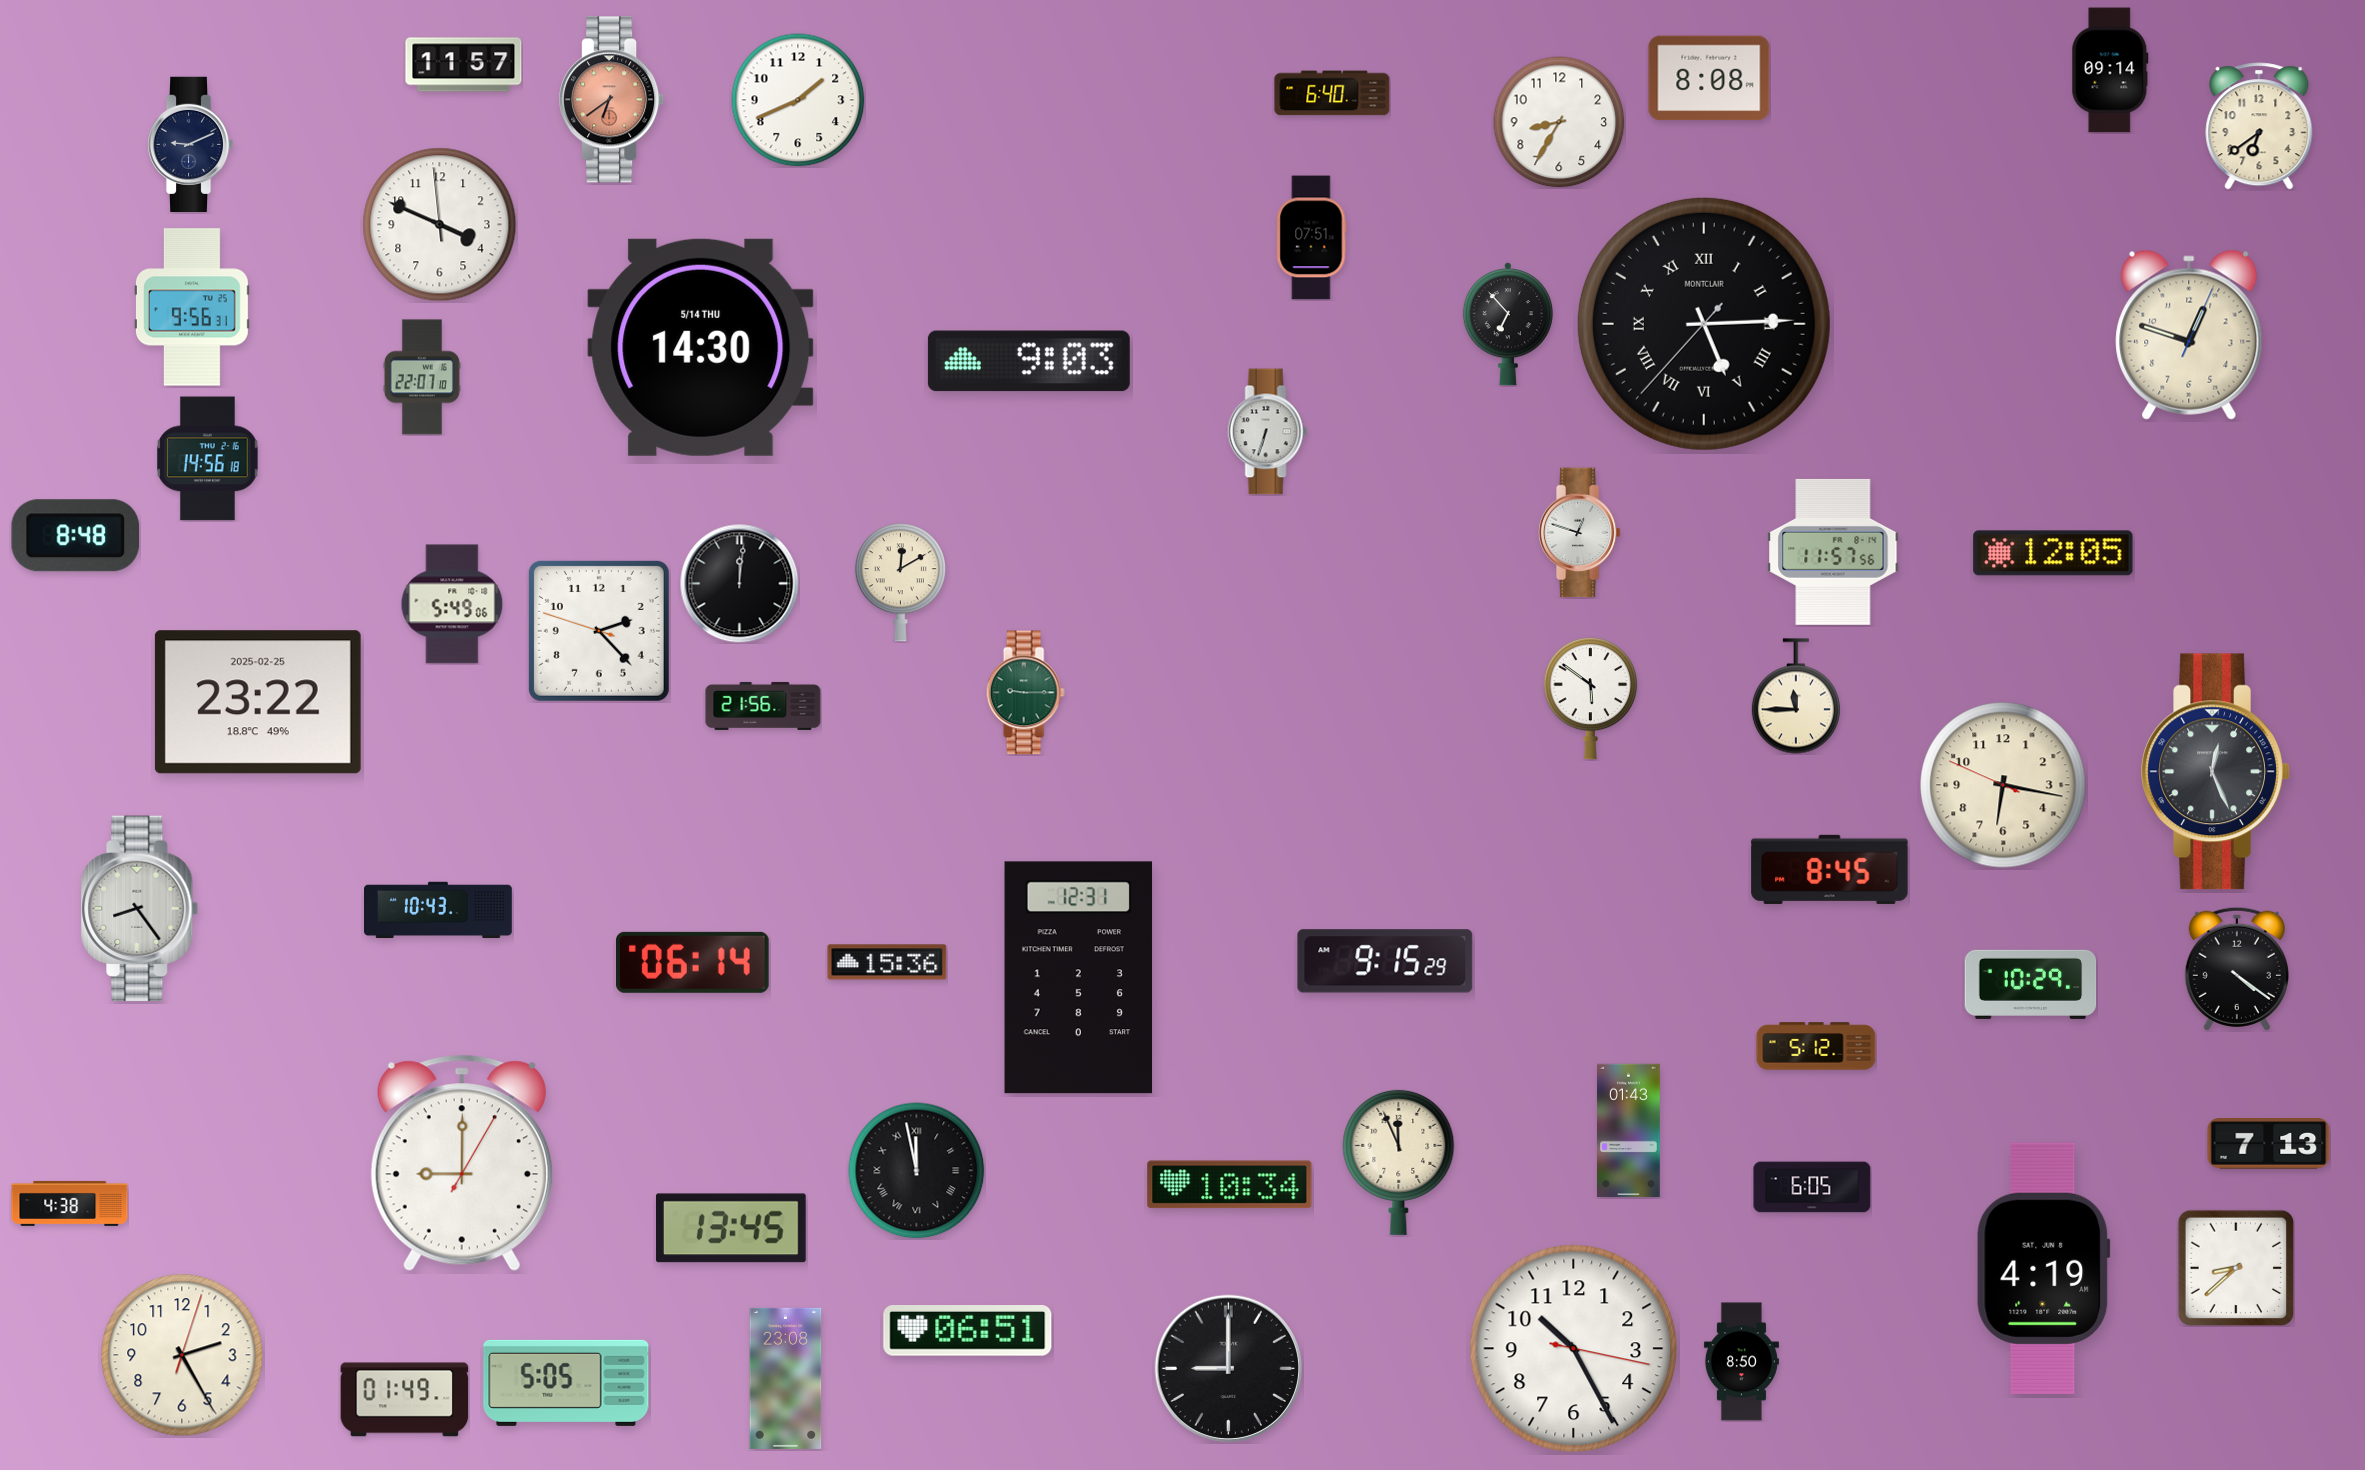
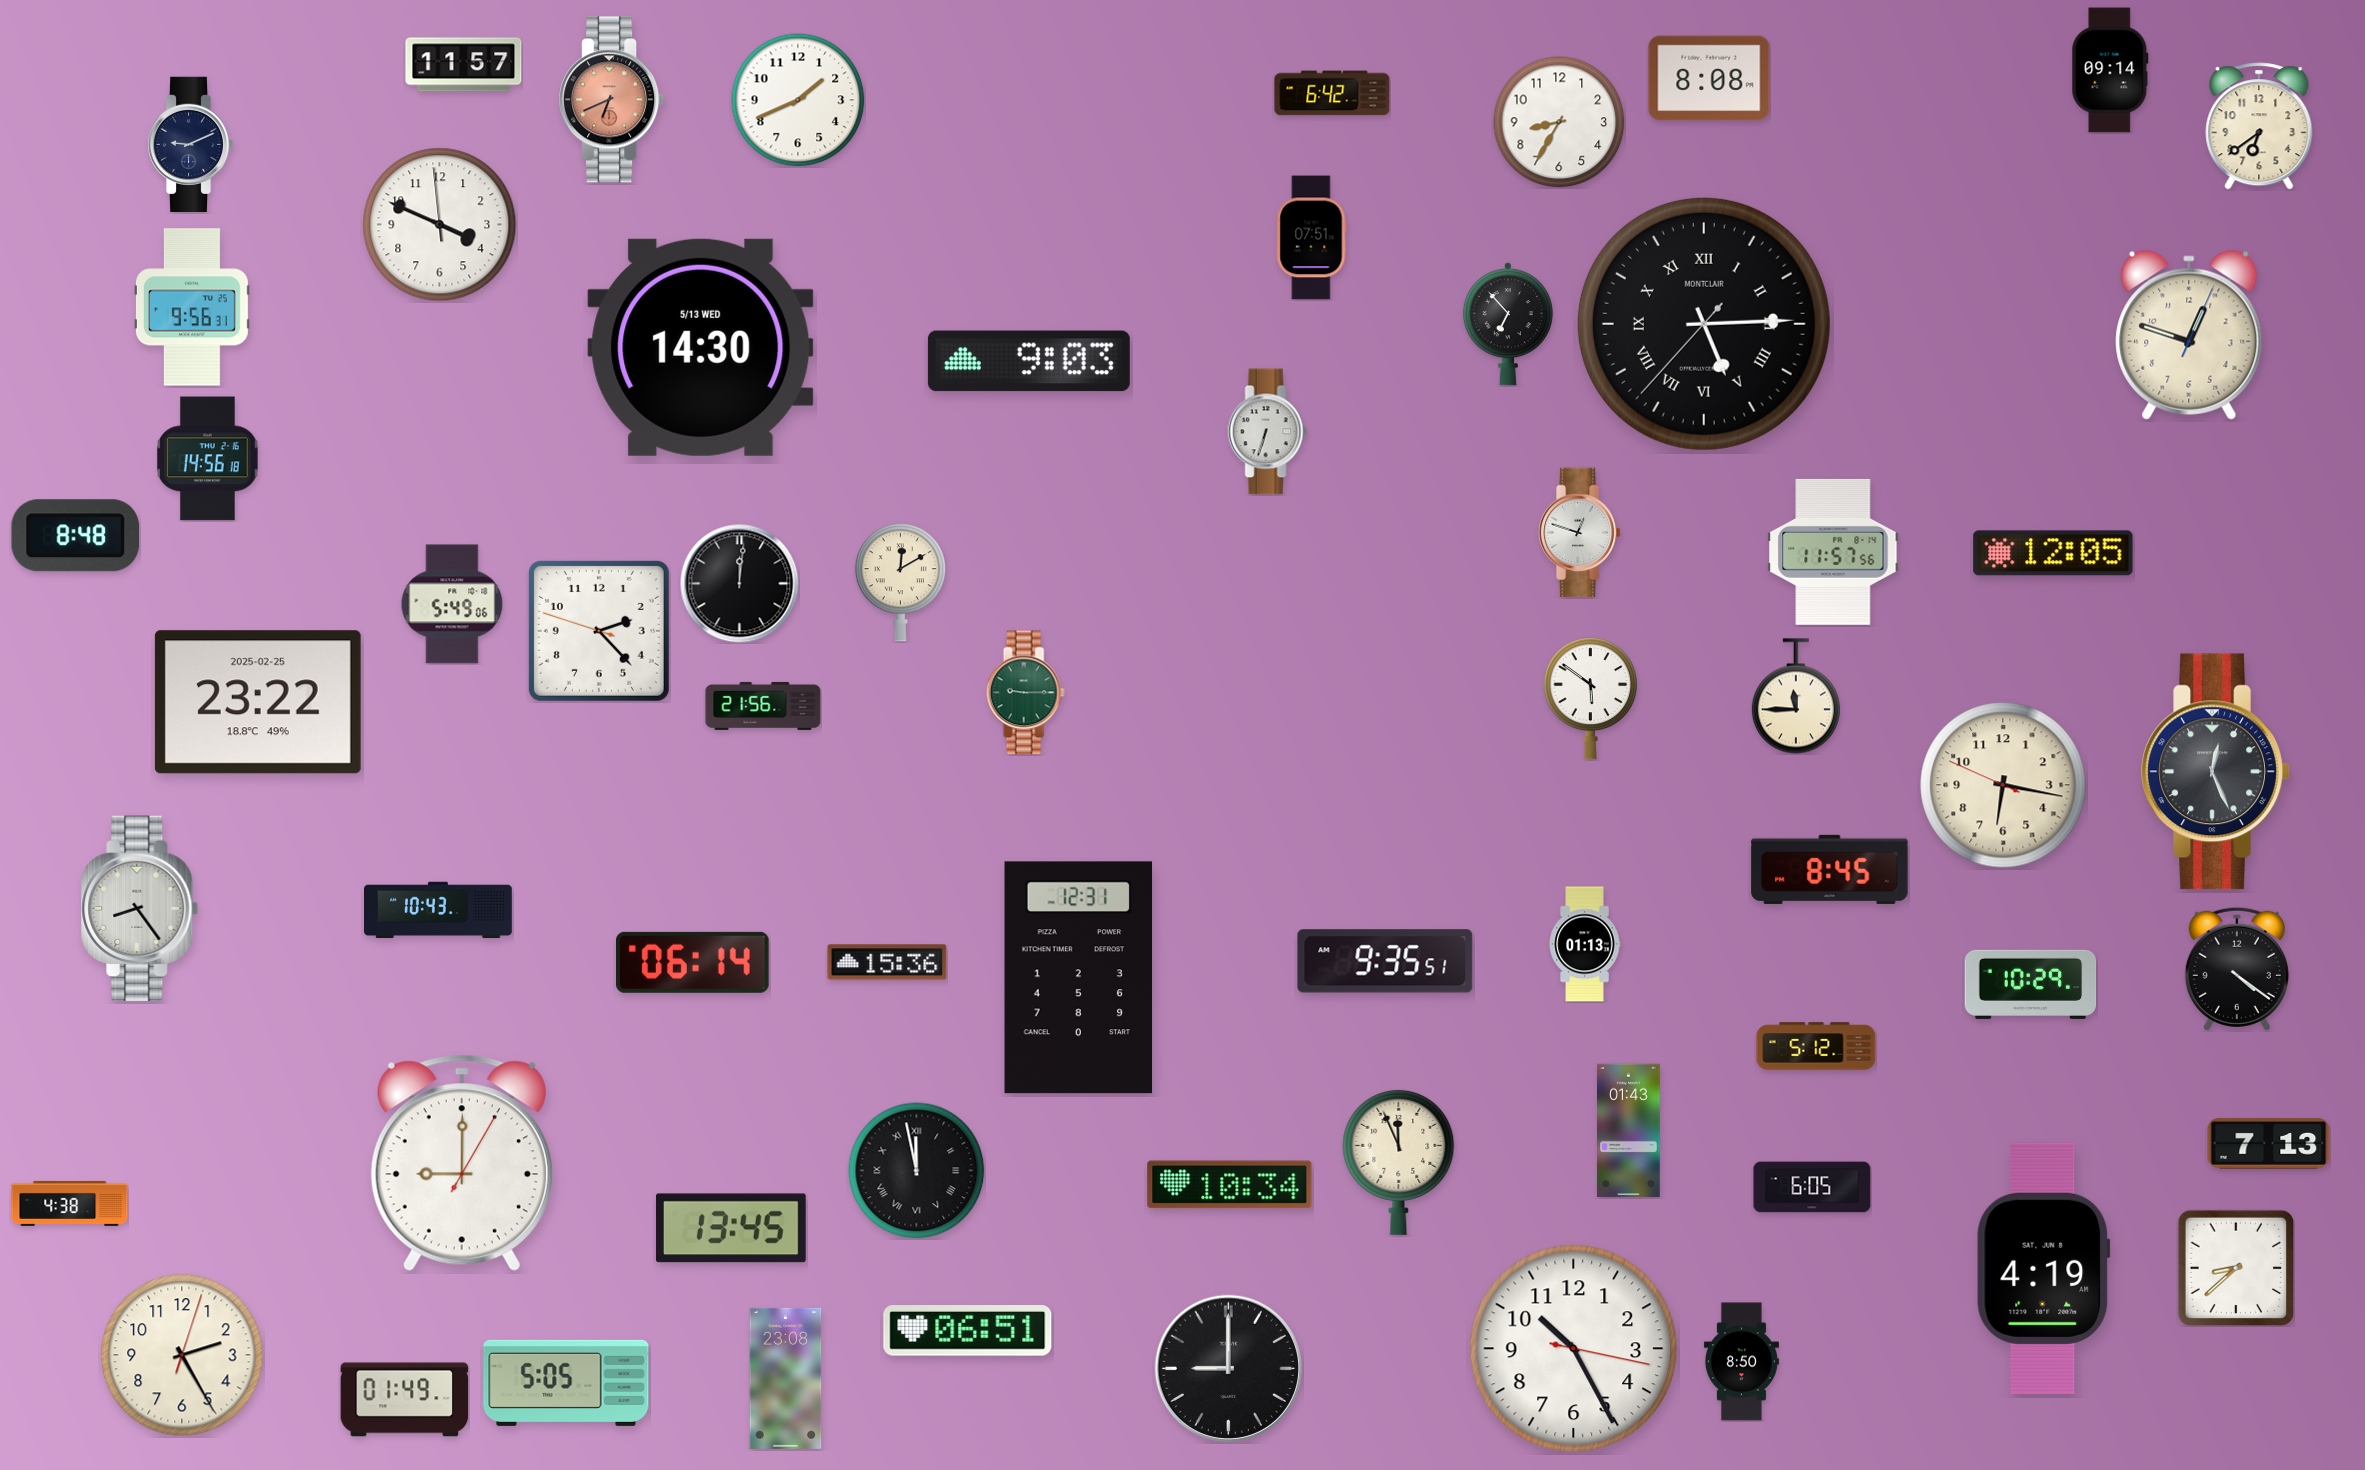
clock at (1332, 93): 6:40 -> 6:42
clock at (612, 100): 6:39 -> 6:41
clock at (701, 347) date: 5/14 THU -> 5/13 WED
clock at (422, 377): 22:07 -> none
clock at (1585, 944): none -> 01:13
clock at (1385, 961): 9:15 -> 9:35
